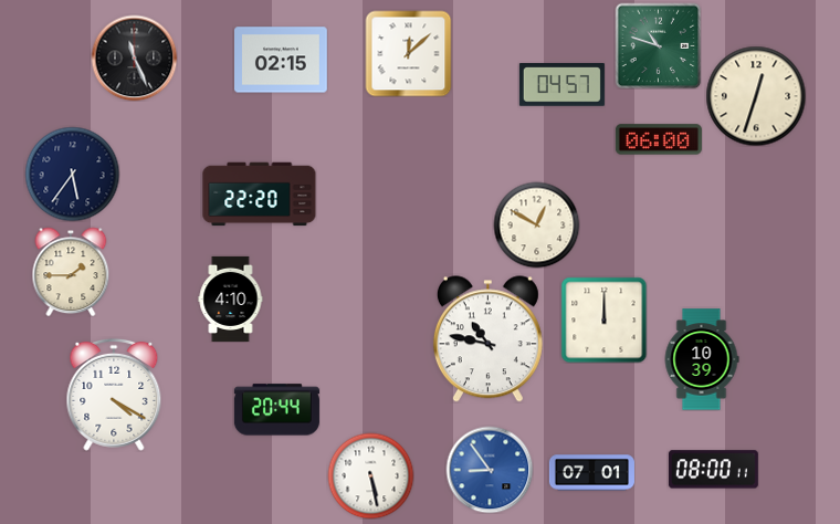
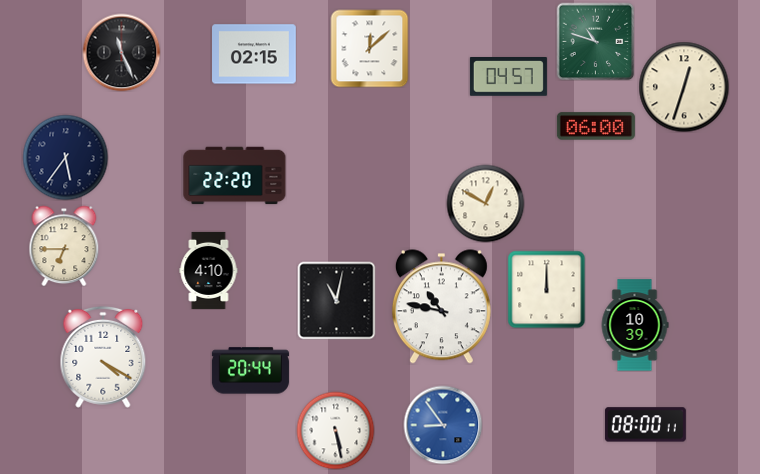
clock at (71, 272): 1:45 -> 6:45
clock at (336, 300): none -> 11:02
clock at (591, 473): 07:01 -> none
